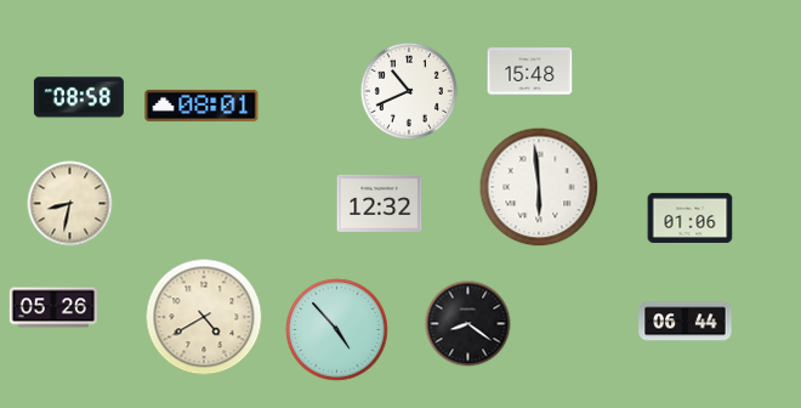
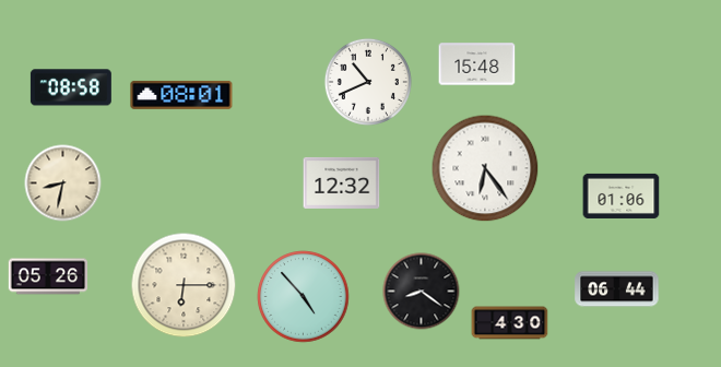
clock at (539, 187): 5:59 -> 6:24
clock at (204, 317): 4:40 -> 6:15
clock at (510, 323): none -> 4:30
